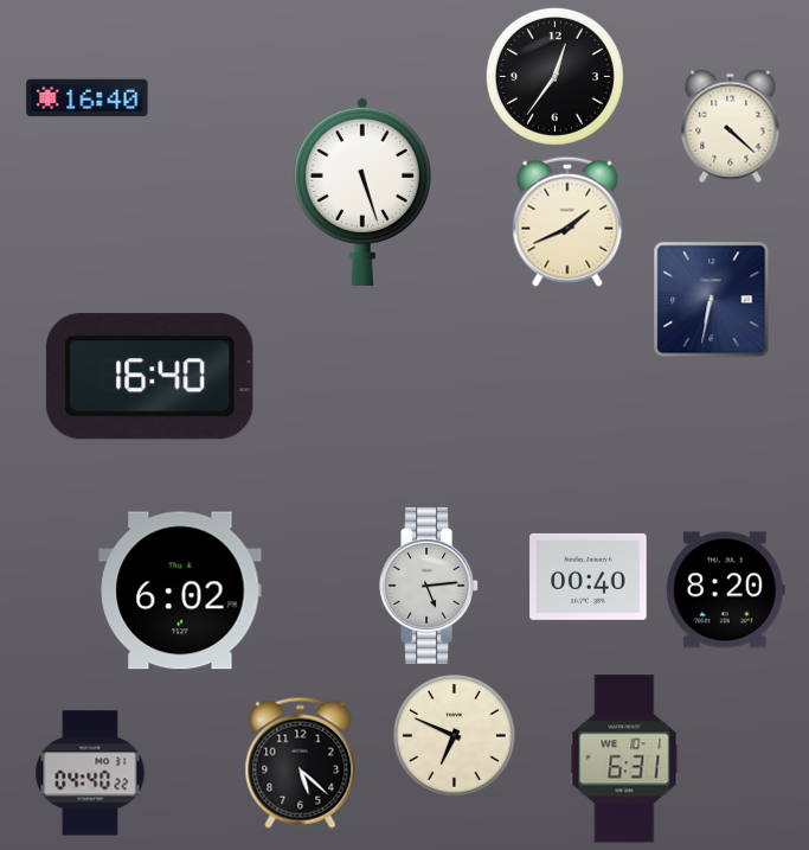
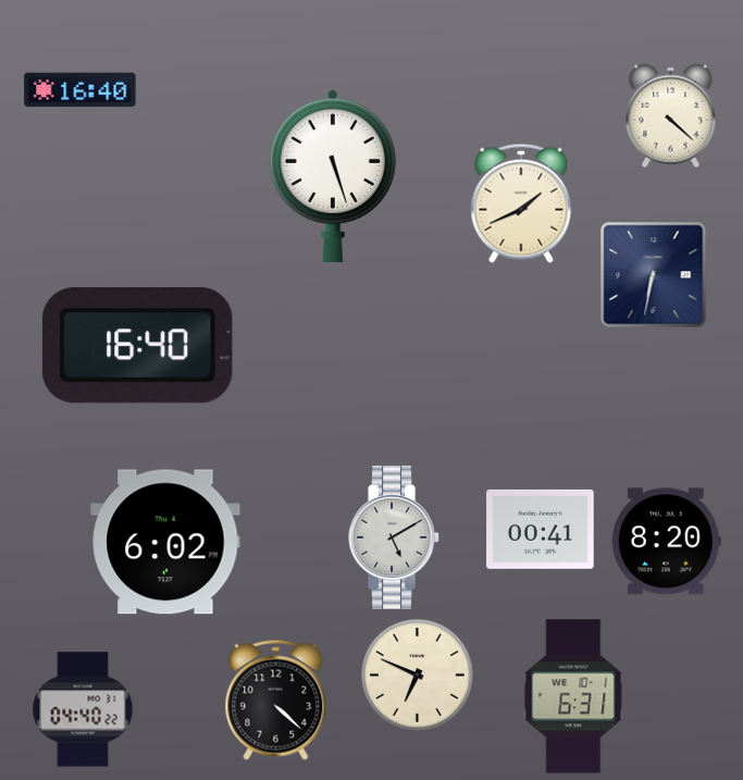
clock at (554, 76): 12:36 -> none
clock at (589, 576): 00:40 -> 00:41
clock at (429, 586): 5:14 -> 5:10
clock at (301, 762): 5:22 -> 4:22
